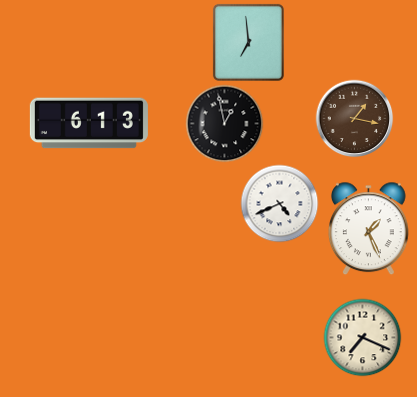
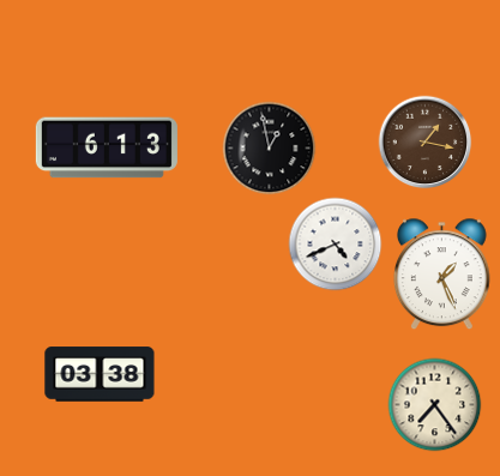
clock at (248, 42): 6:59 -> none
clock at (100, 374): none -> 03:38
clock at (362, 337): 7:19 -> 7:24
